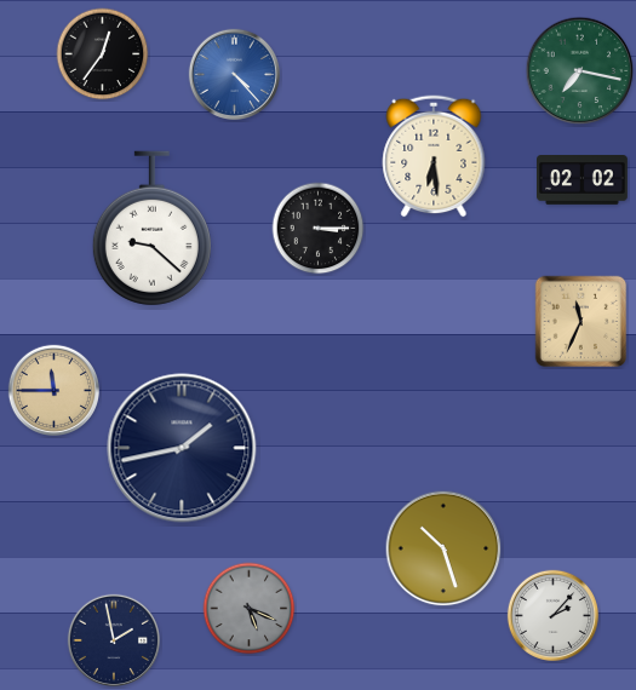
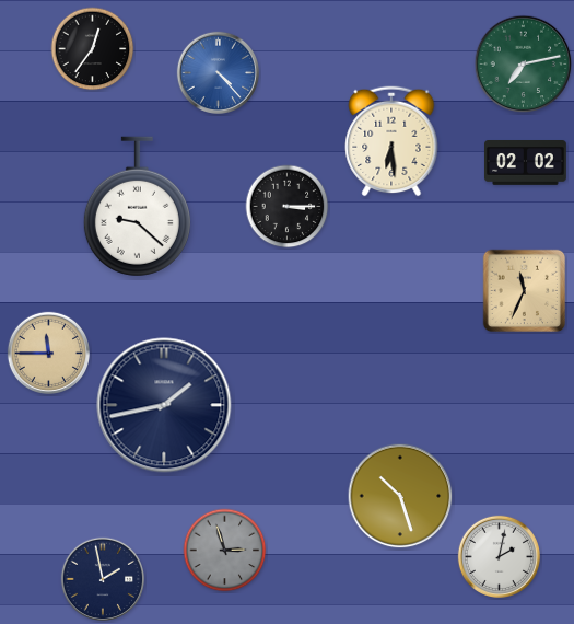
clock at (580, 71): 7:17 -> 7:13
clock at (234, 74) position: (234, 74) -> (218, 72)
clock at (250, 609): 5:19 -> 2:57
clock at (552, 615): 2:07 -> 2:02
